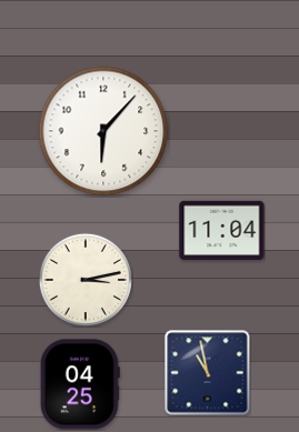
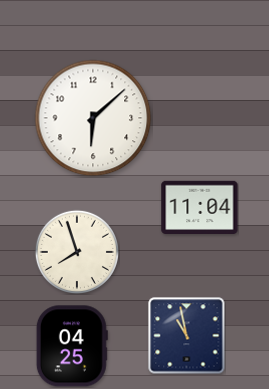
clock at (103, 131): 6:07 -> 6:08
clock at (84, 279): 3:13 -> 7:57
